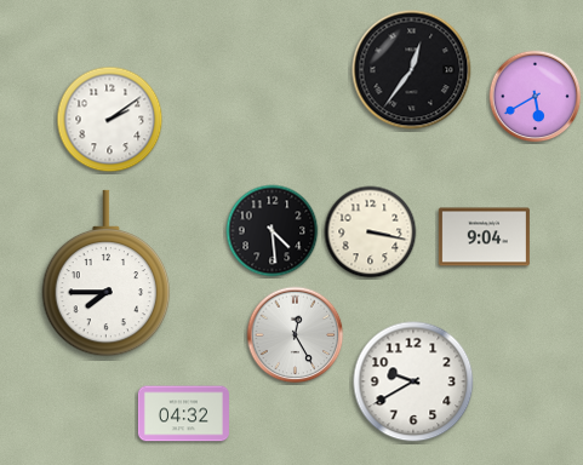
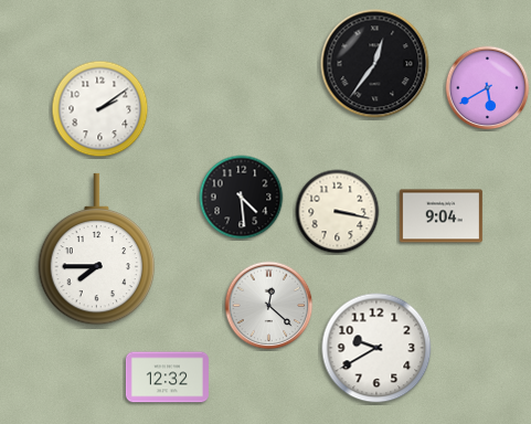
clock at (273, 231) position: (273, 231) -> (242, 198)
clock at (296, 335): 12:25 -> 12:22
clock at (183, 414): 04:32 -> 12:32
